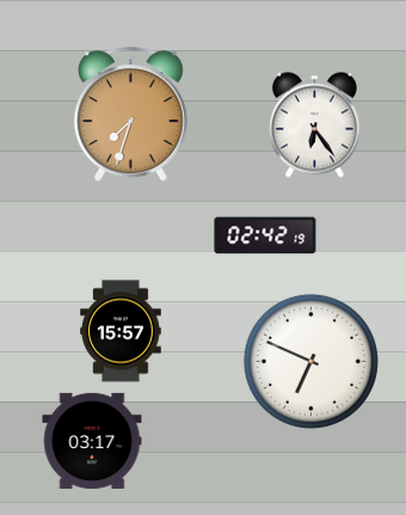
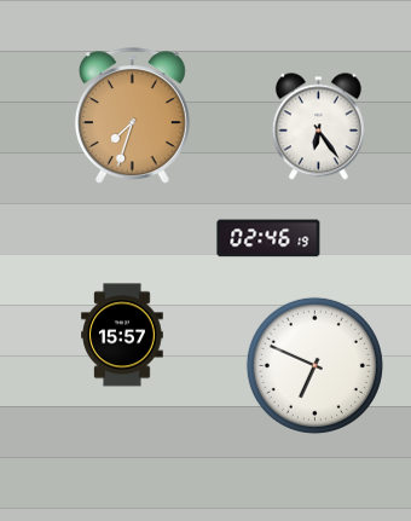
clock at (265, 235): 02:42 -> 02:46
clock at (92, 441): 03:17 -> none
